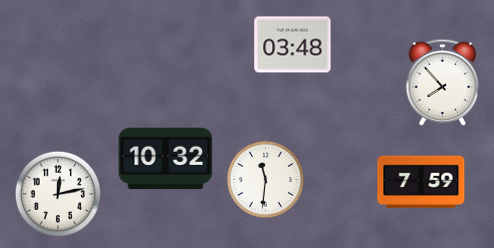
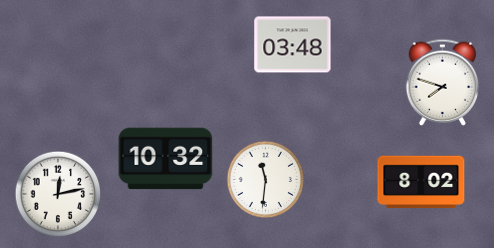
clock at (443, 82): 7:53 -> 7:48
clock at (421, 182): 7:59 -> 8:02
